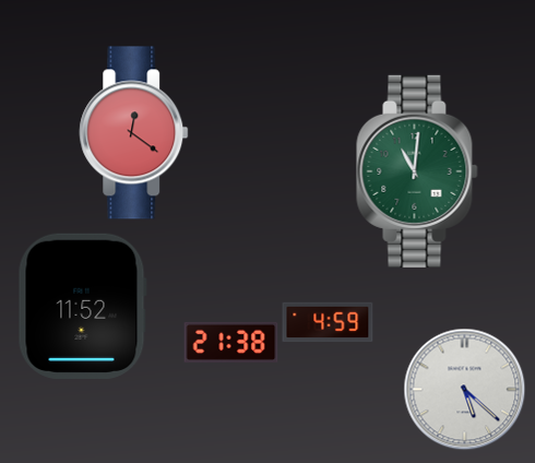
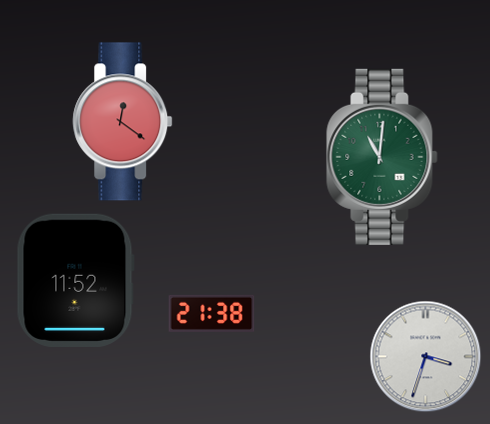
clock at (328, 322): 4:59 -> none
clock at (465, 390): 5:22 -> 3:33
